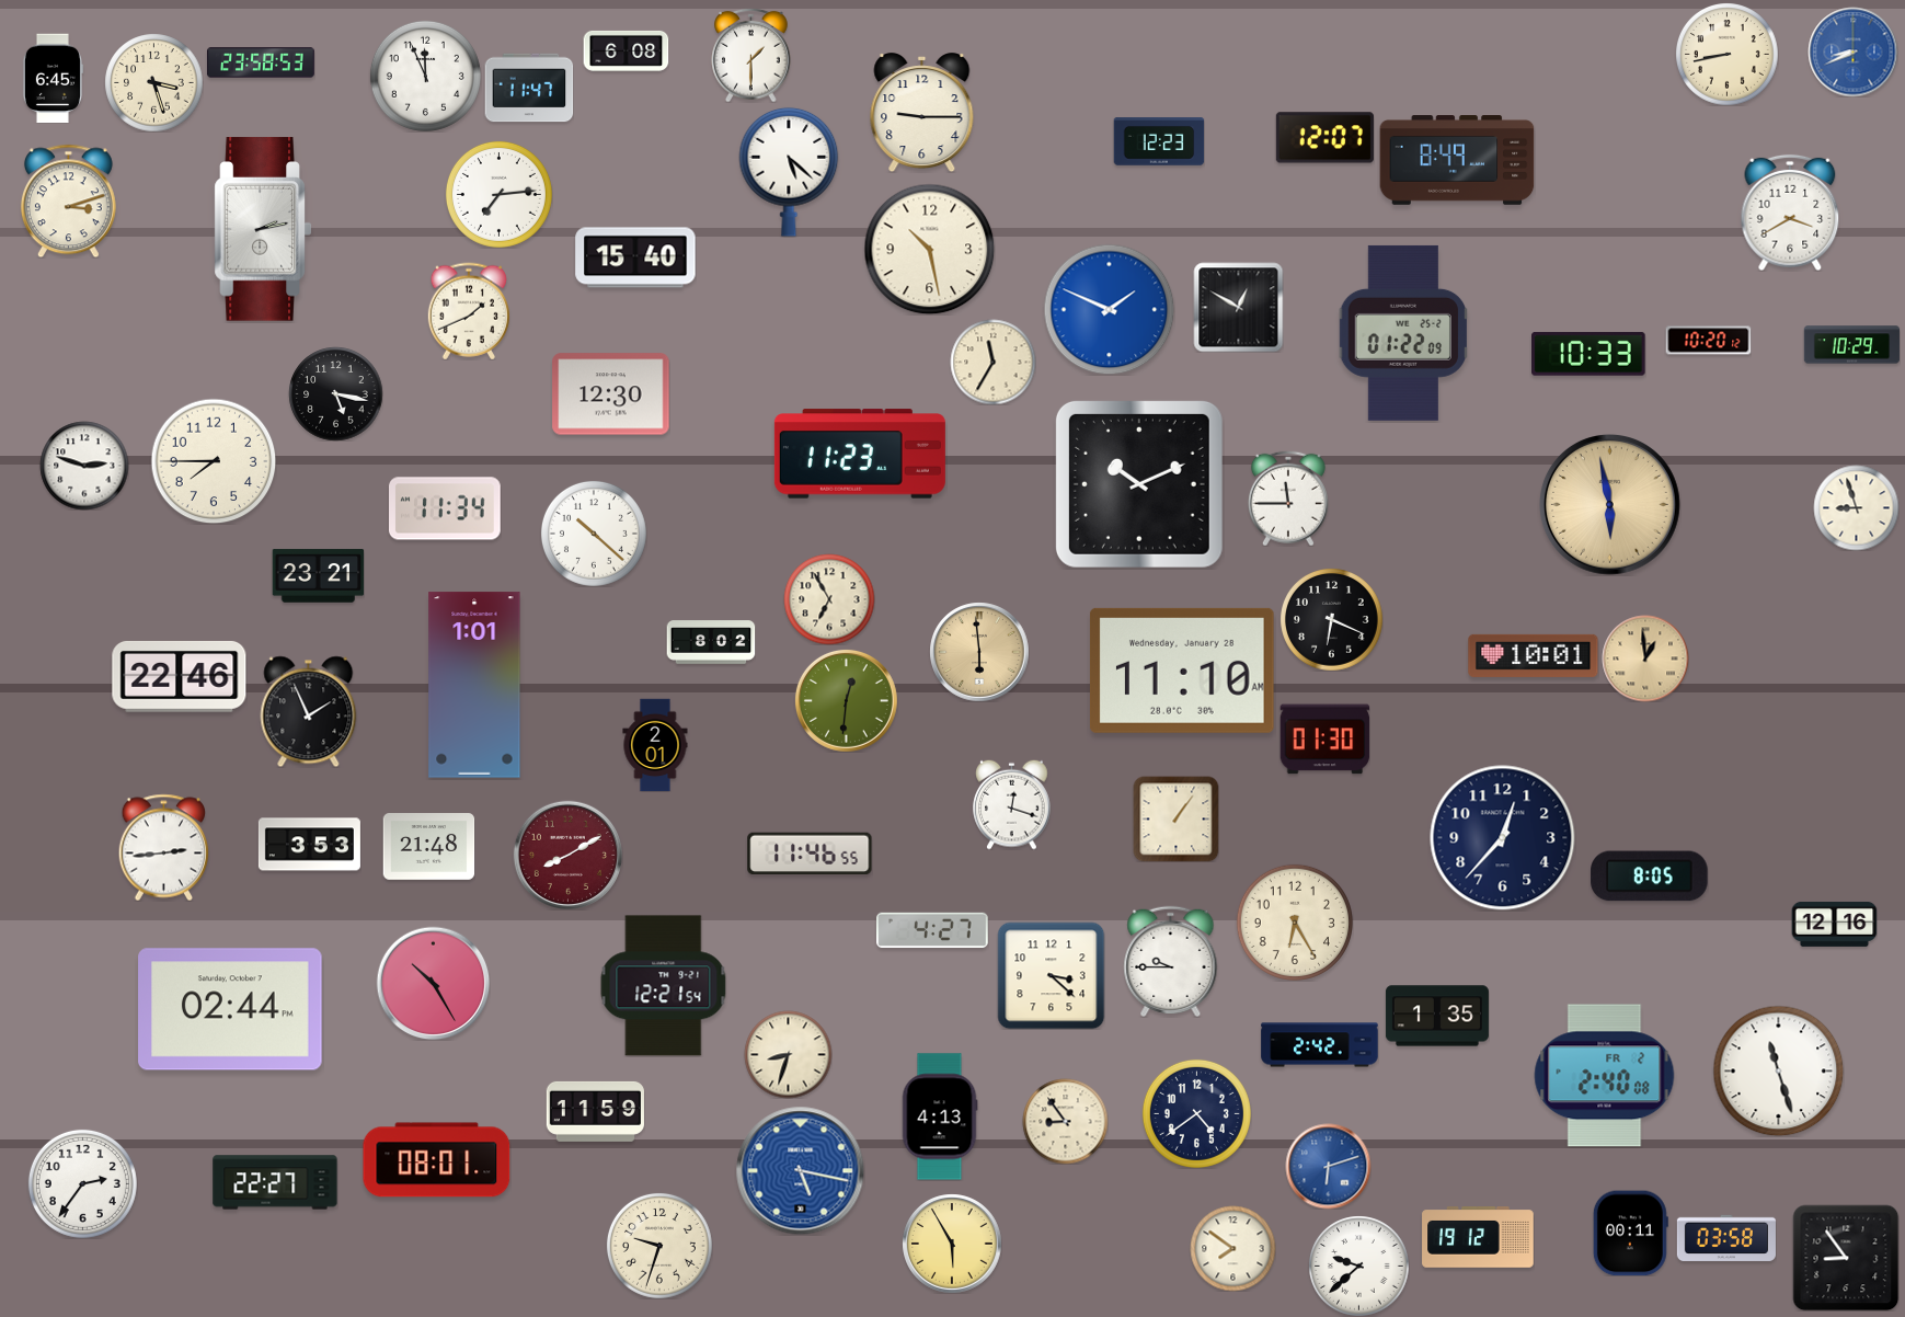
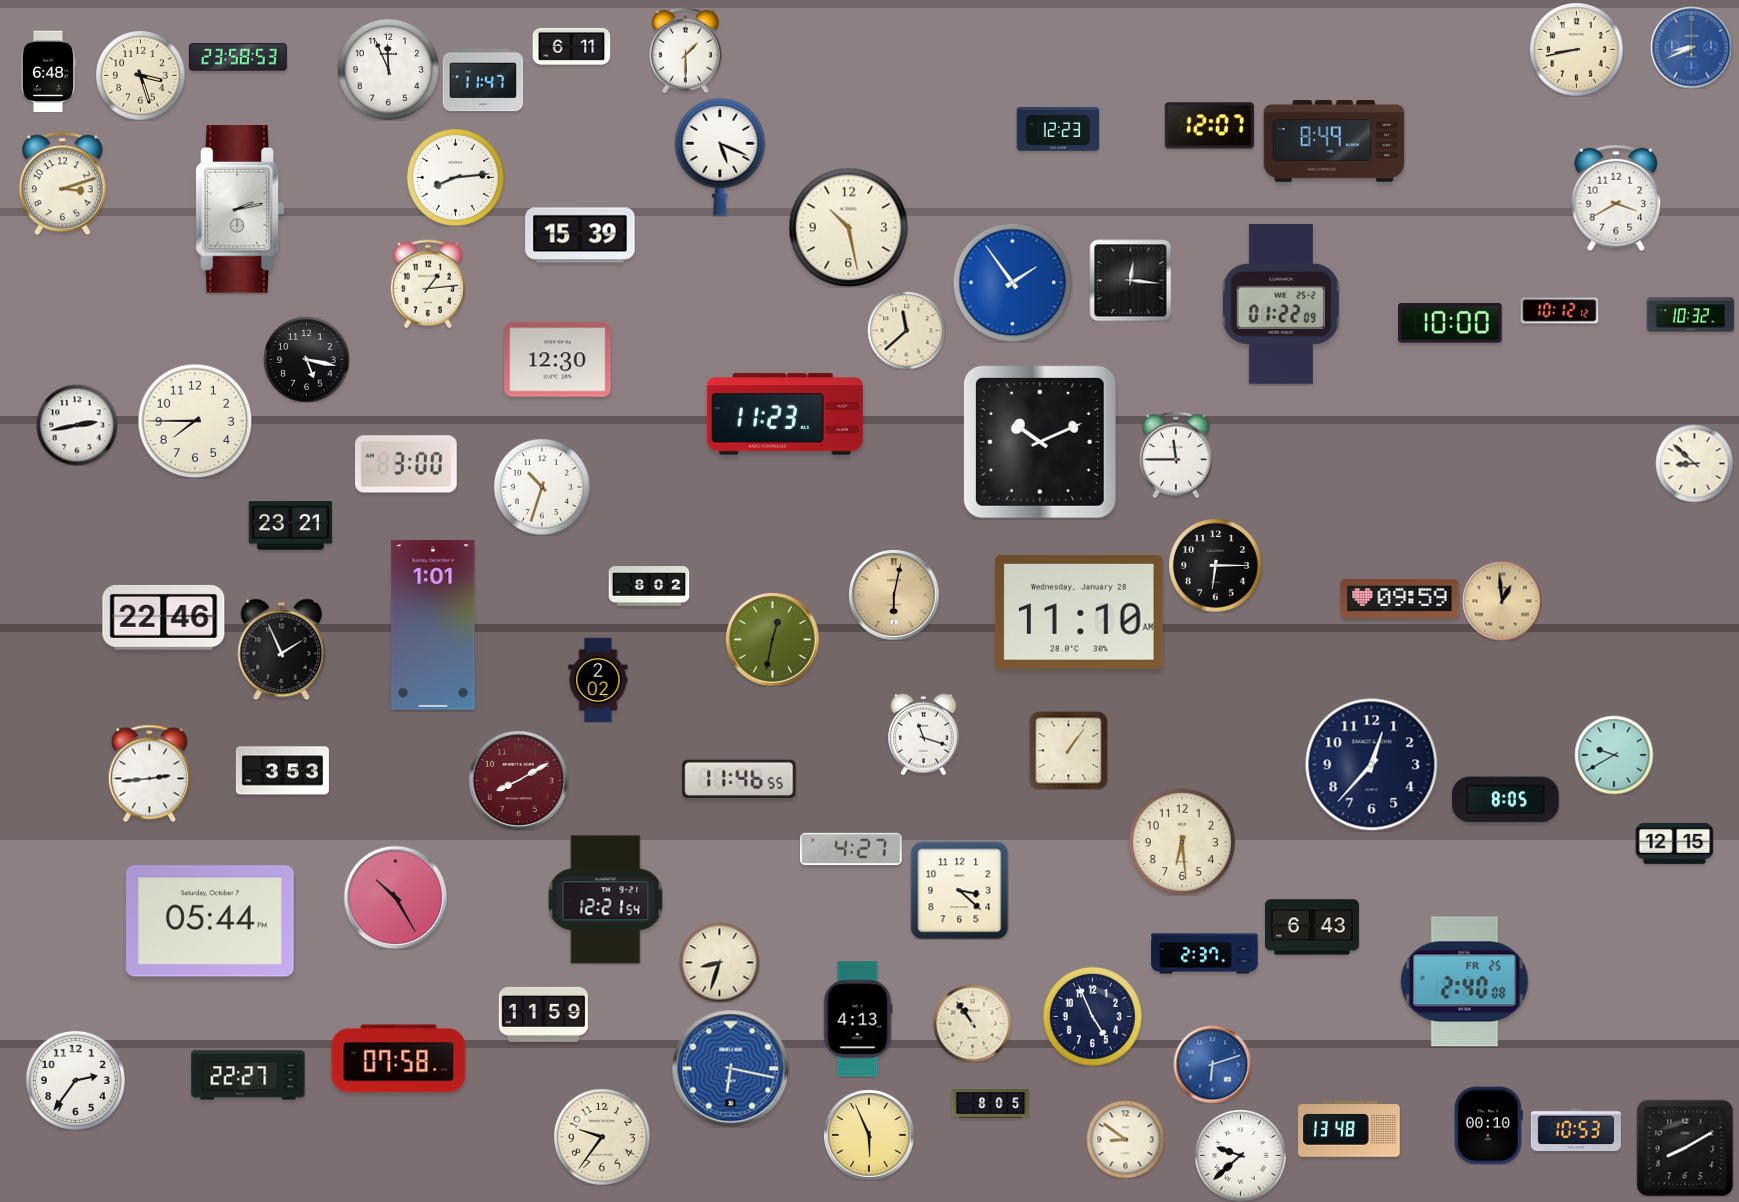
clock at (626, 50): 6:08 -> 6:11
clock at (53, 78): 6:45 -> 6:48
clock at (922, 113): 9:15 -> none
clock at (1457, 160) position: (1457, 160) -> (1334, 141)
clock at (789, 172): 5:22 -> 5:19
clock at (498, 194): 7:14 -> 8:14
clock at (1790, 213) position: (1790, 213) -> (1616, 198)
clock at (635, 257): 15:40 -> 15:39
clock at (1238, 307): 12:50 -> 12:16
clock at (1109, 309): 1:49 -> 1:54
clock at (468, 311): 1:41 -> 1:14
clock at (1708, 341): 10:20 -> 10:12
clock at (1851, 345): 10:29 -> 10:32
clock at (1590, 354): 10:33 -> 10:00
clock at (992, 362): 11:35 -> 11:38
clock at (84, 466): 2:48 -> 2:43
clock at (1610, 505): 5:58 -> none
clock at (1856, 507): 8:57 -> 8:52
clock at (446, 508): 11:34 -> 3:00
clock at (594, 534): 10:22 -> 10:33
clock at (829, 599): 6:55 -> none
clock at (1332, 620): 6:19 -> 6:15
clock at (979, 652): 5:59 -> 6:02
clock at (1534, 655): 10:01 -> 09:59
clock at (846, 700): 12:31 -> 12:32
clock at (1324, 740): 01:30 -> none
clock at (655, 745): 2:01 -> 2:02
clock at (1012, 804): 12:18 -> 11:18
clock at (1175, 818) position: (1175, 818) -> (1068, 750)
clock at (1614, 755): none -> 9:40
clock at (428, 847): 21:48 -> none
clock at (1295, 923): 6:25 -> 6:29
clock at (1834, 924): 12:16 -> 12:15
clock at (1171, 961): 9:45 -> none
clock at (230, 1009): 02:44 -> 05:44
clock at (1437, 1016): 1:35 -> 6:43
clock at (1320, 1045): 2:42 -> 2:37
clock at (1778, 1070): 11:27 -> none
clock at (1605, 1076) date: FR 2 -> FR 25
clock at (1196, 1113): 4:39 -> 4:56
clock at (1065, 1121): 8:54 -> 10:54
clock at (437, 1160): 08:01 -> 07:58
clock at (800, 1170): 5:17 -> 6:17
clock at (275, 1182) position: (275, 1182) -> (248, 1075)
clock at (990, 1104): none -> 8:05
clock at (1630, 1233): 00:11 -> 00:10
clock at (1478, 1237): 19:12 -> 13:48
clock at (1726, 1237): 03:58 -> 10:53
clock at (952, 1244): 5:55 -> 5:56
clock at (659, 1246): 9:33 -> 9:36
clock at (1232, 1248): 7:51 -> 8:51
clock at (1846, 1258): 8:54 -> 8:10
